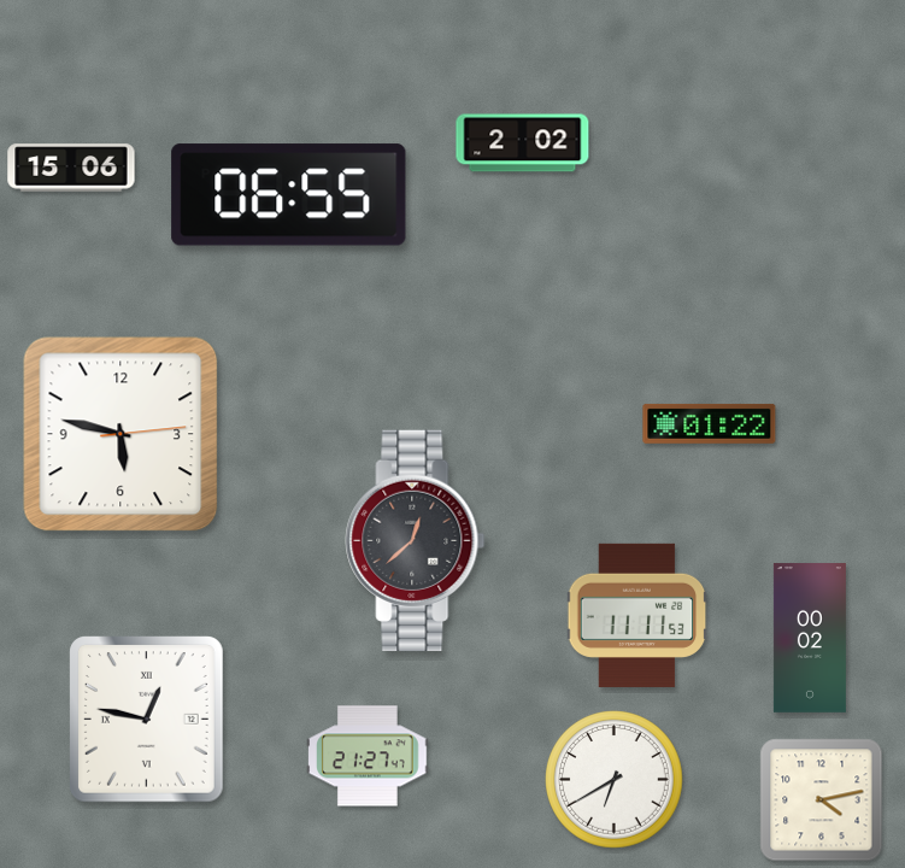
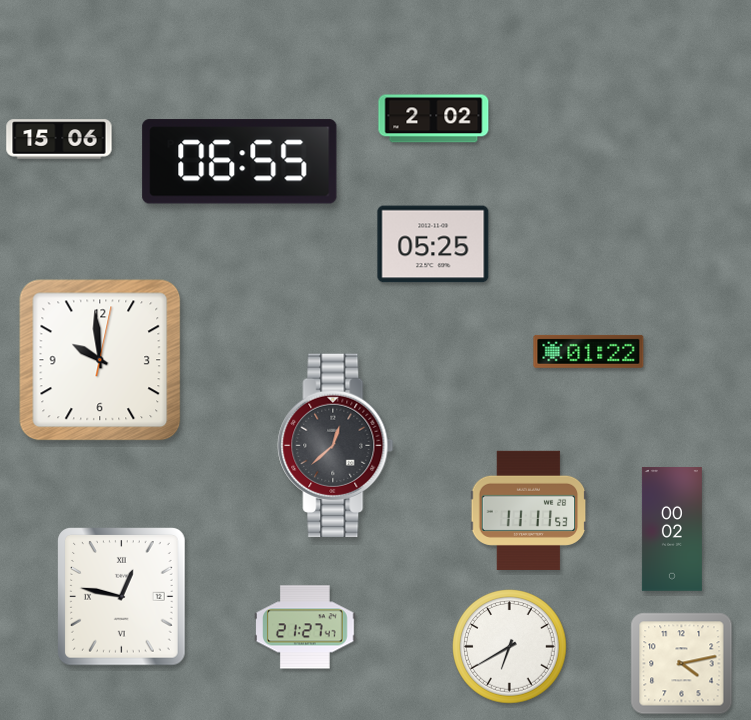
clock at (433, 244): none -> 05:25
clock at (121, 434): 5:47 -> 9:59
clock at (416, 540) position: (416, 540) -> (336, 445)
